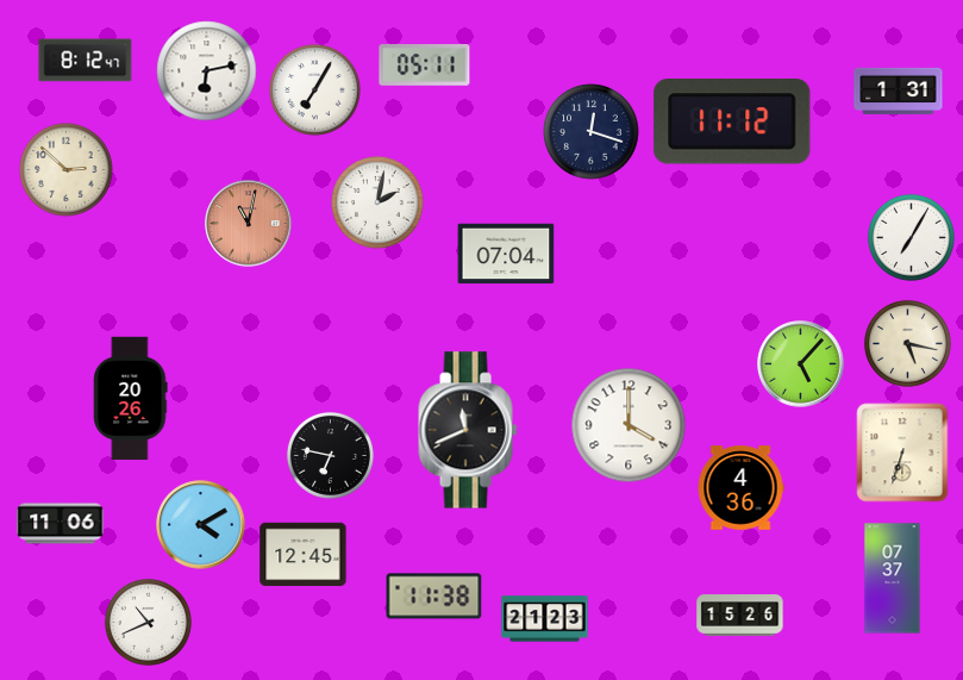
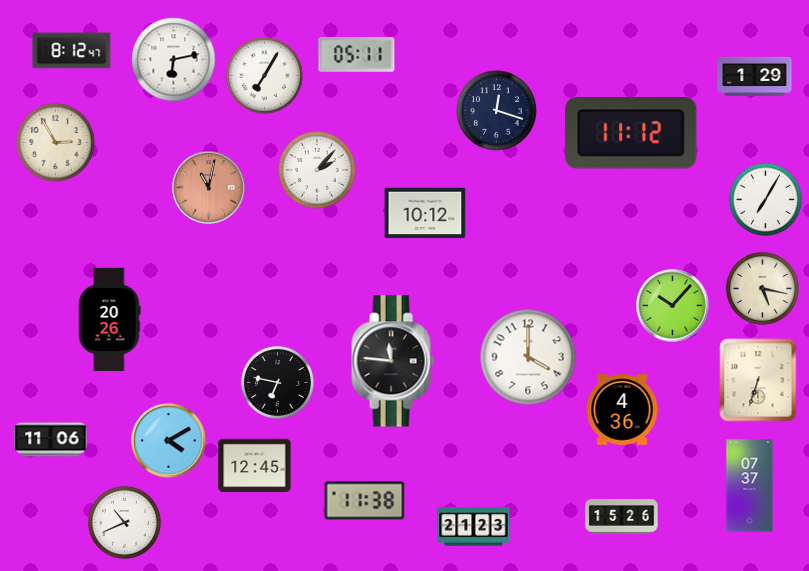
clock at (899, 91): 1:31 -> 1:29
clock at (732, 121) position: (732, 121) -> (631, 133)
clock at (67, 170): 2:52 -> 2:55
clock at (377, 202): 2:02 -> 2:07
clock at (506, 254): 07:04 -> 10:12
clock at (801, 364): 5:07 -> 10:07
clock at (131, 399) position: (131, 399) -> (110, 320)
clock at (468, 430): 11:41 -> 11:46
clock at (545, 619) position: (545, 619) -> (474, 527)
